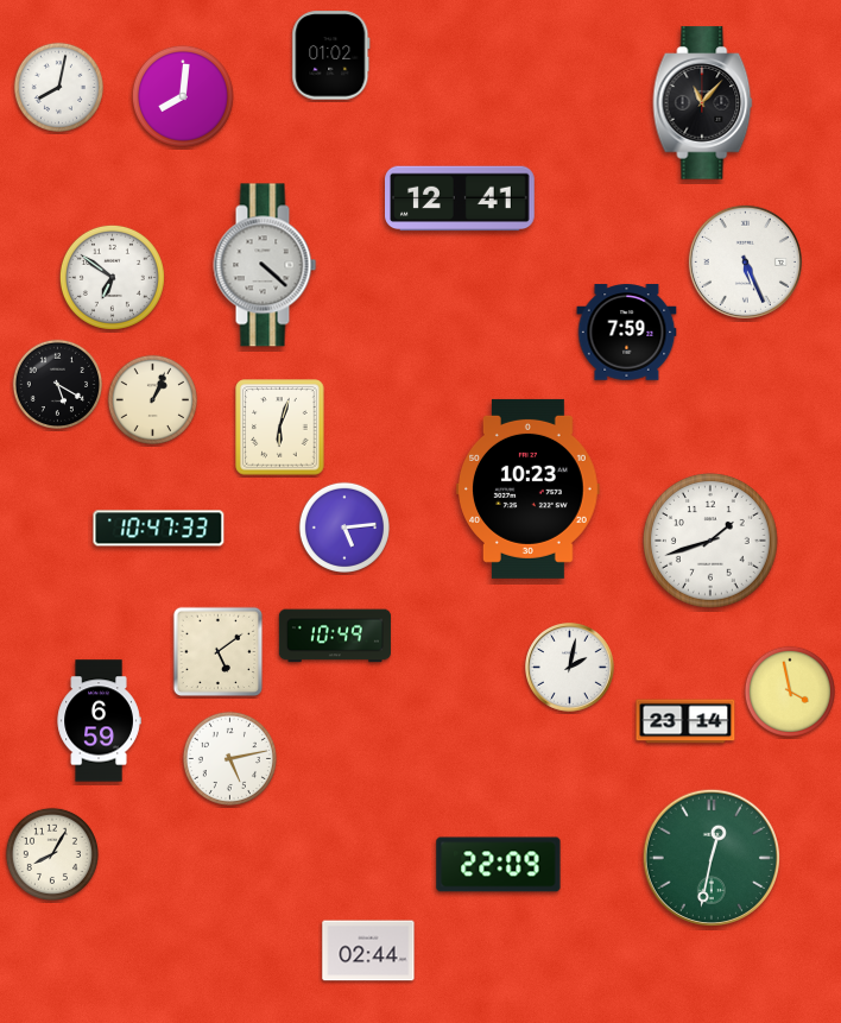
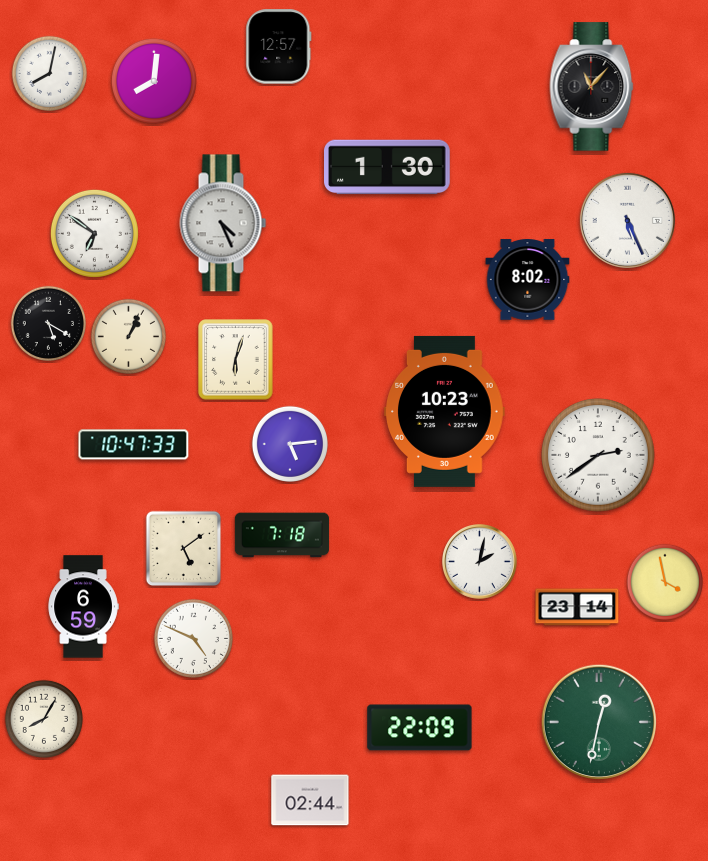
clock at (331, 56): 01:02 -> 12:57
clock at (461, 198): 12:41 -> 1:30
clock at (265, 265): 4:22 -> 4:26
clock at (627, 333): 7:59 -> 8:02
clock at (710, 541): 1:42 -> 2:39
clock at (335, 636): 10:49 -> 7:18
clock at (229, 758): 5:13 -> 4:49
